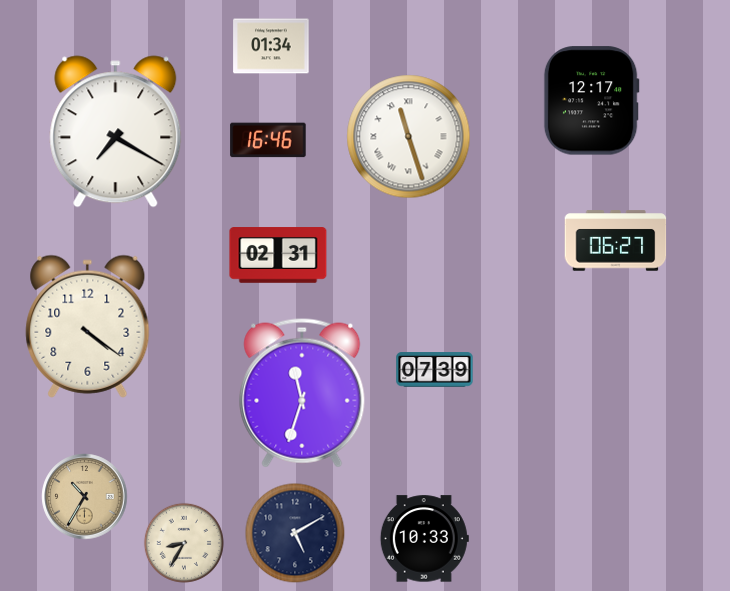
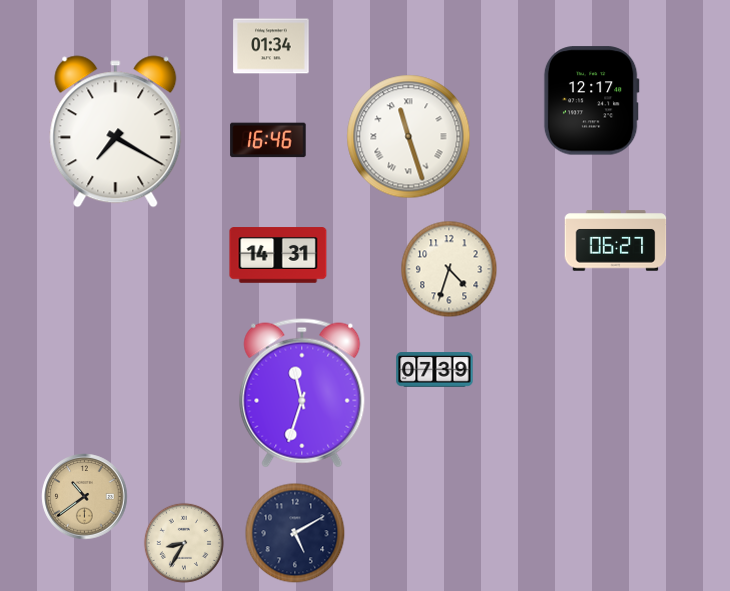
clock at (278, 255): 02:31 -> 14:31
clock at (449, 269): none -> 4:33
clock at (88, 326): 4:21 -> none
clock at (85, 497): 10:35 -> 10:39
clock at (424, 539): 10:33 -> none
